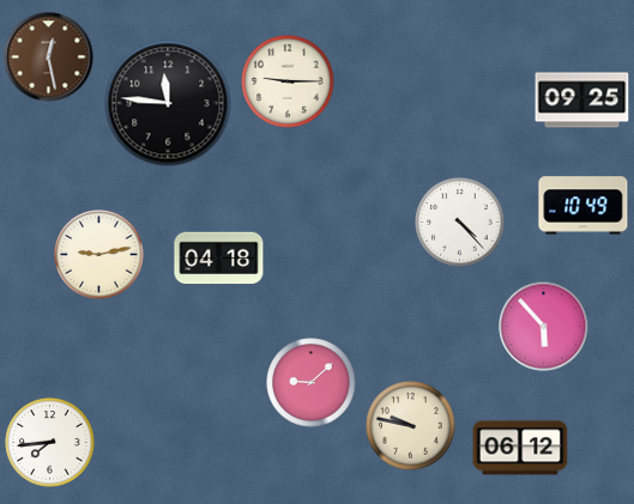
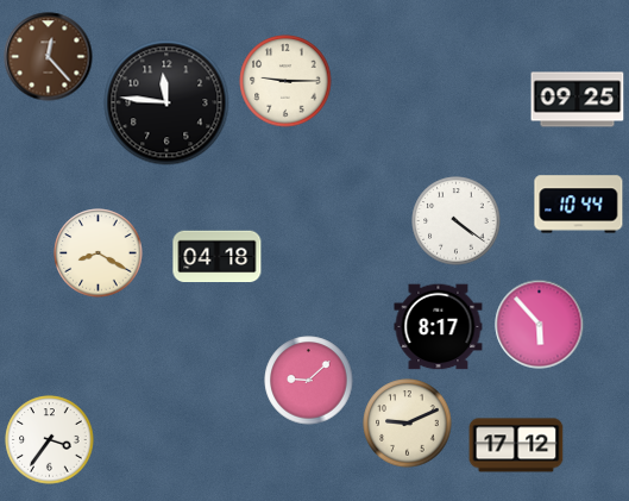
clock at (49, 57): 12:28 -> 12:23
clock at (584, 206): 10:49 -> 10:44
clock at (460, 223): 4:23 -> 4:21
clock at (99, 255): 9:13 -> 8:20
clock at (439, 327): none -> 8:17
clock at (411, 426): 9:47 -> 9:11
clock at (50, 443): 7:44 -> 3:36
clock at (520, 448): 06:12 -> 17:12
